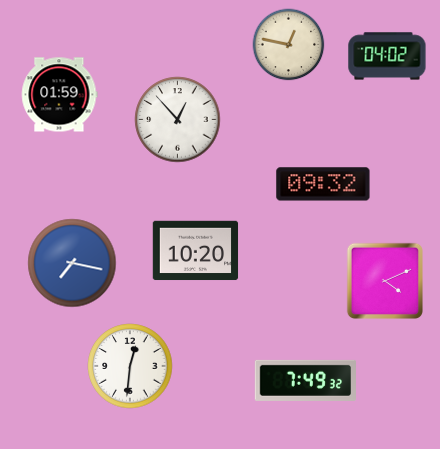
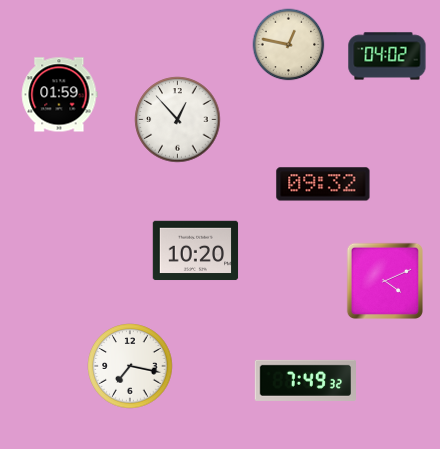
clock at (72, 263): 7:17 -> none
clock at (130, 366): 12:31 -> 7:17
